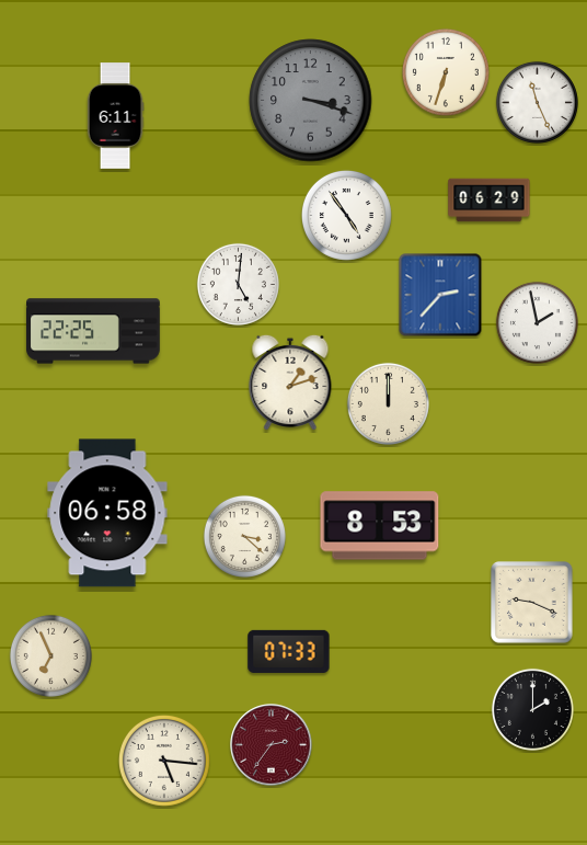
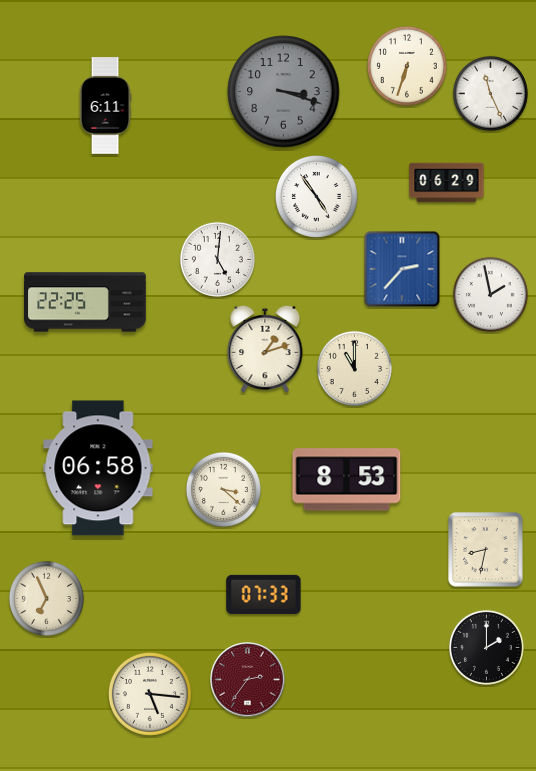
clock at (388, 403): 12:00 -> 11:00
clock at (532, 603): 9:19 -> 8:32
